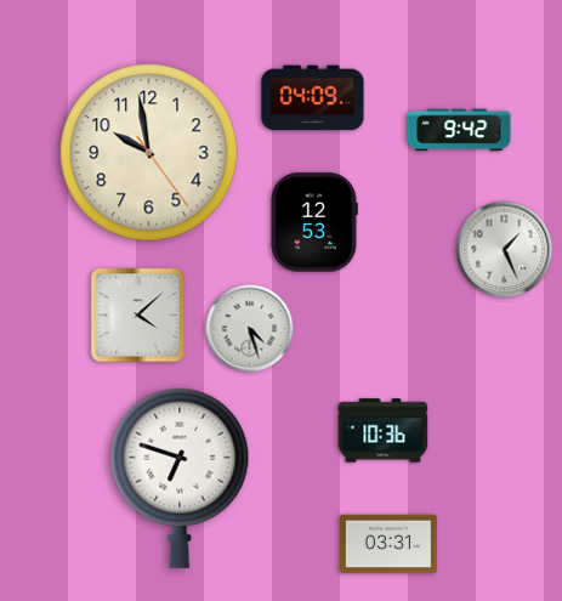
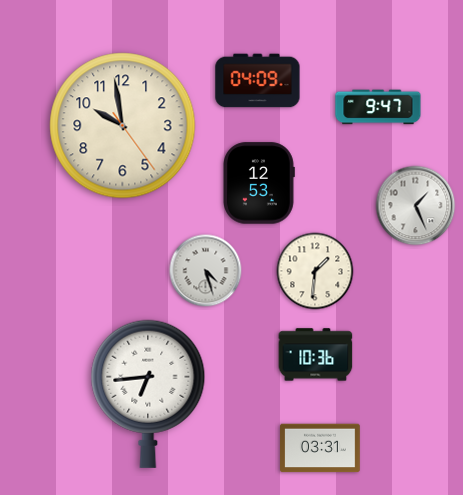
clock at (459, 130): 9:42 -> 9:47
clock at (138, 316): 4:08 -> none
clock at (315, 271): none -> 1:31
clock at (180, 478): 6:48 -> 6:44
